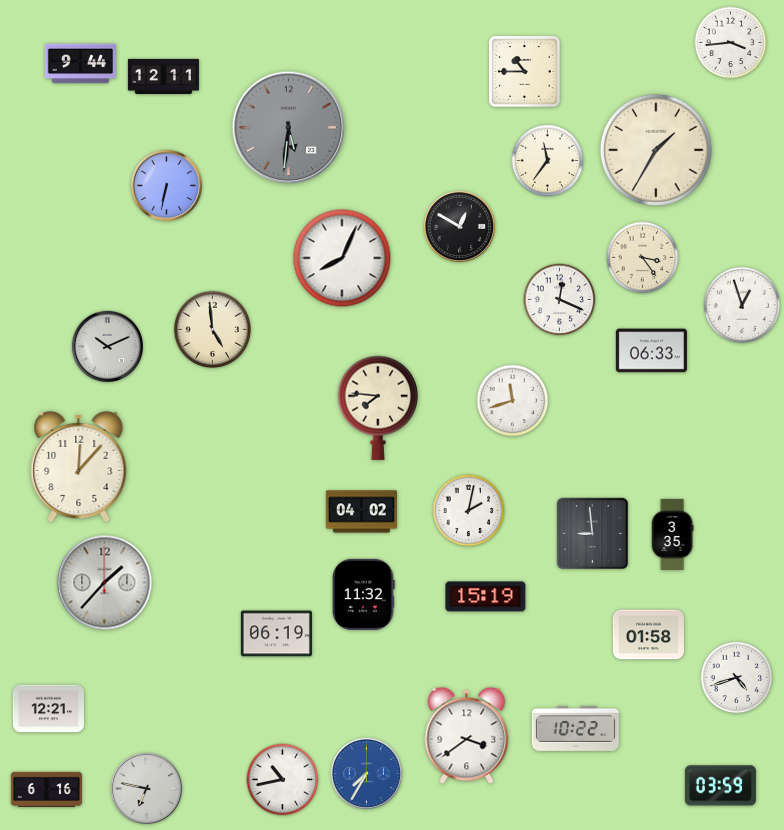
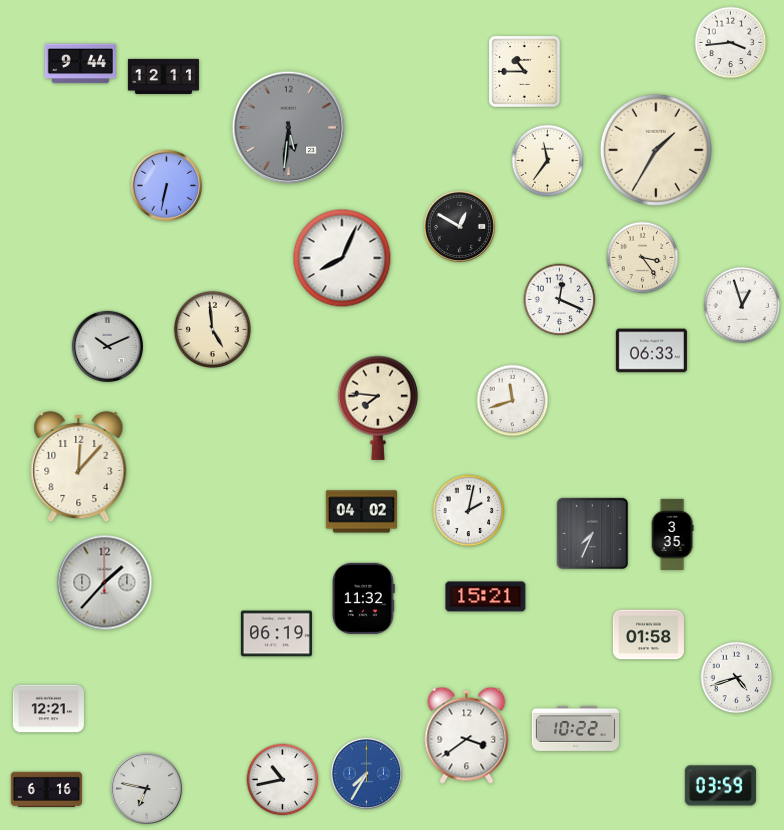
clock at (593, 534): 8:59 -> 7:34
clock at (364, 594) position: (364, 594) -> (364, 598)
clock at (486, 597): 15:19 -> 15:21
